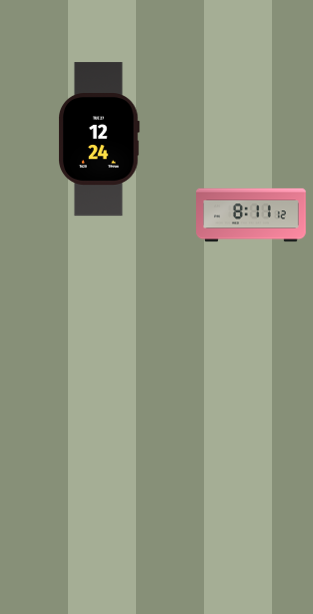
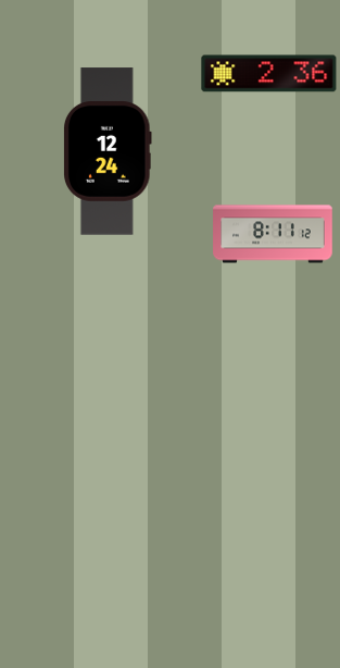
clock at (269, 74): none -> 2:36
